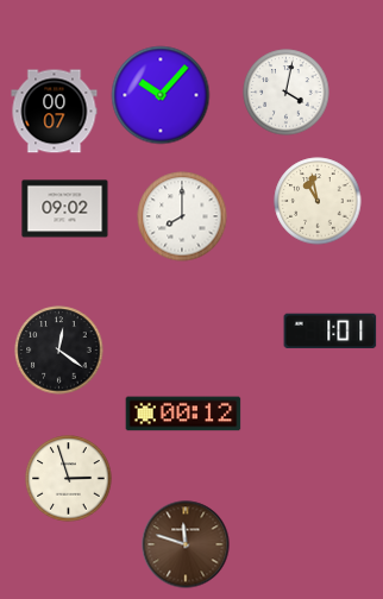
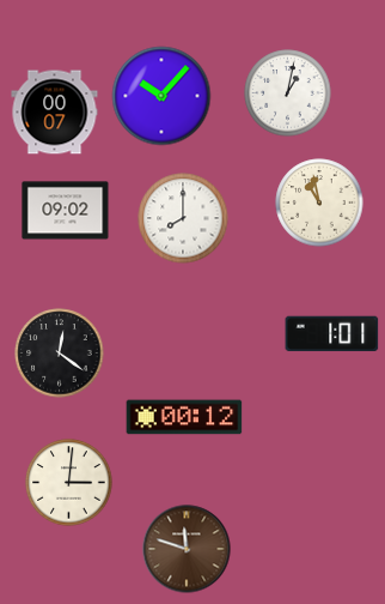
clock at (287, 93): 4:02 -> 1:02
clock at (69, 479): 2:57 -> 3:01
